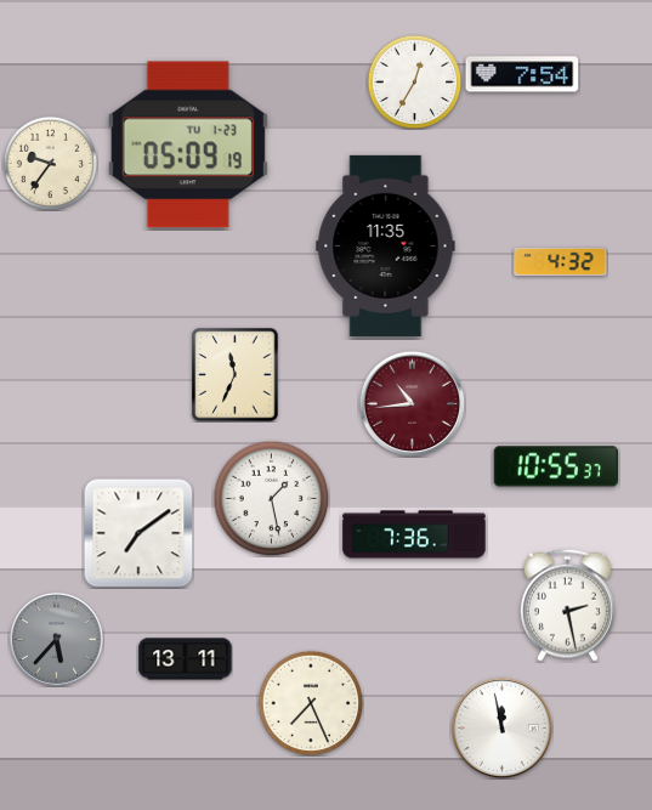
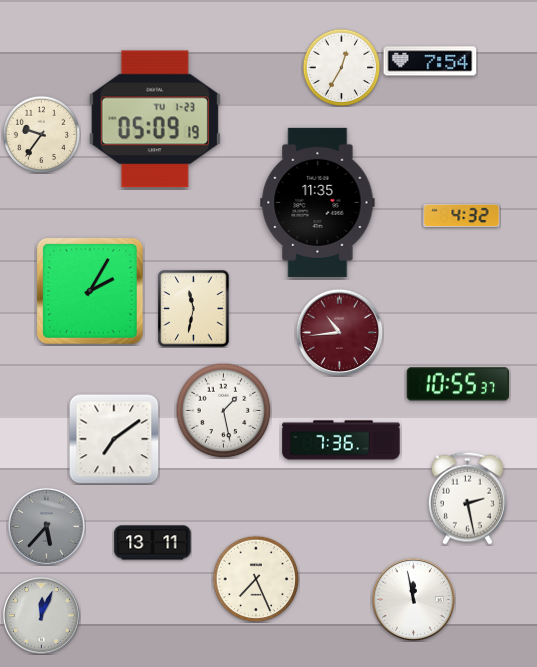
clock at (90, 291): none -> 2:05
clock at (236, 375): 11:34 -> 11:32
clock at (41, 615): none -> 12:04
